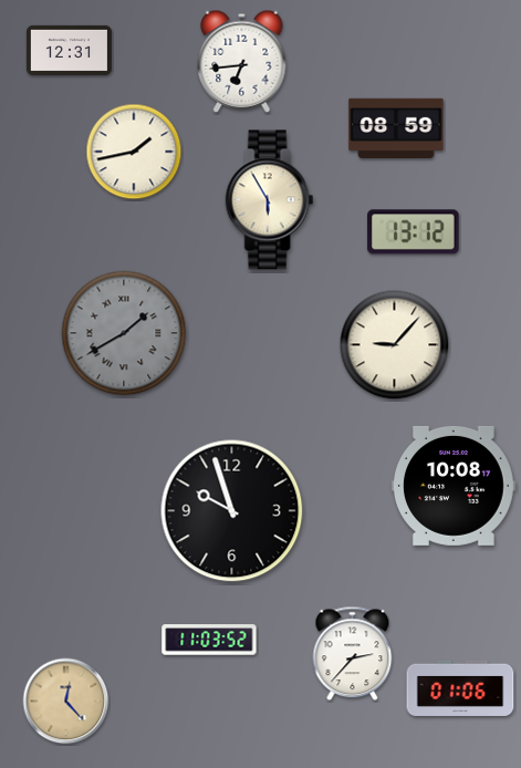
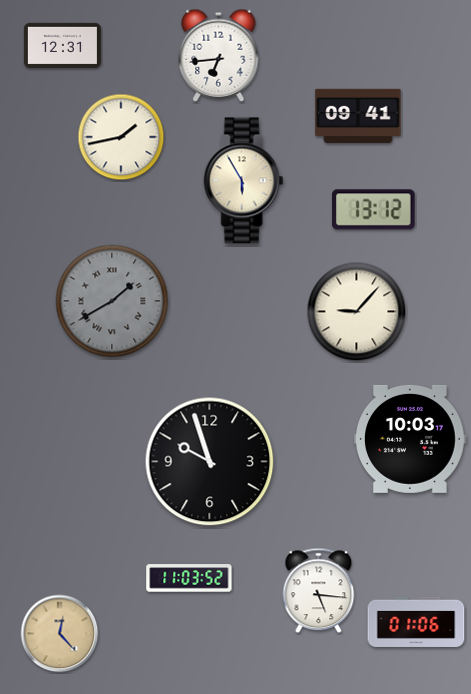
clock at (396, 128): 08:59 -> 09:41
clock at (455, 486): 10:08 -> 10:03
clock at (353, 654): 2:37 -> 5:16
